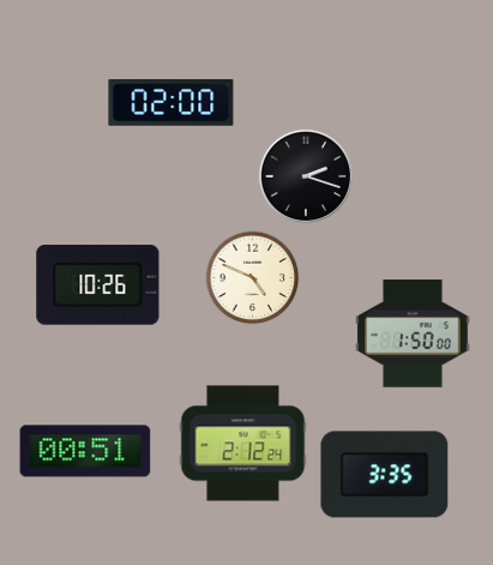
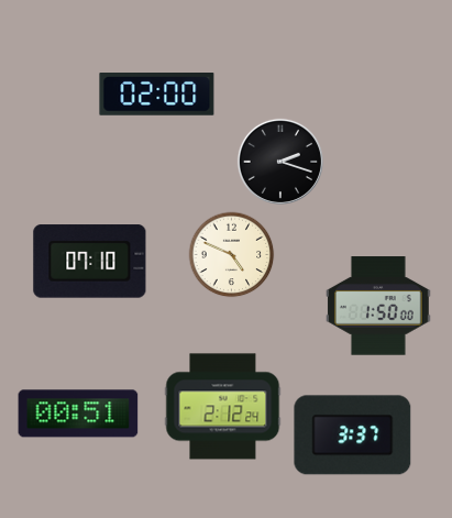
clock at (98, 285): 10:26 -> 07:10
clock at (385, 475): 3:35 -> 3:37
